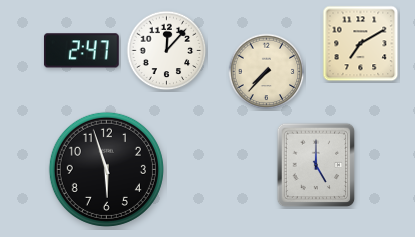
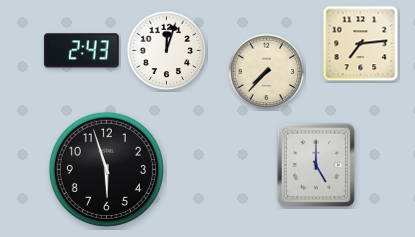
clock at (361, 44): 7:10 -> 7:14
clock at (81, 51): 2:47 -> 2:43
clock at (167, 51): 12:07 -> 12:03
